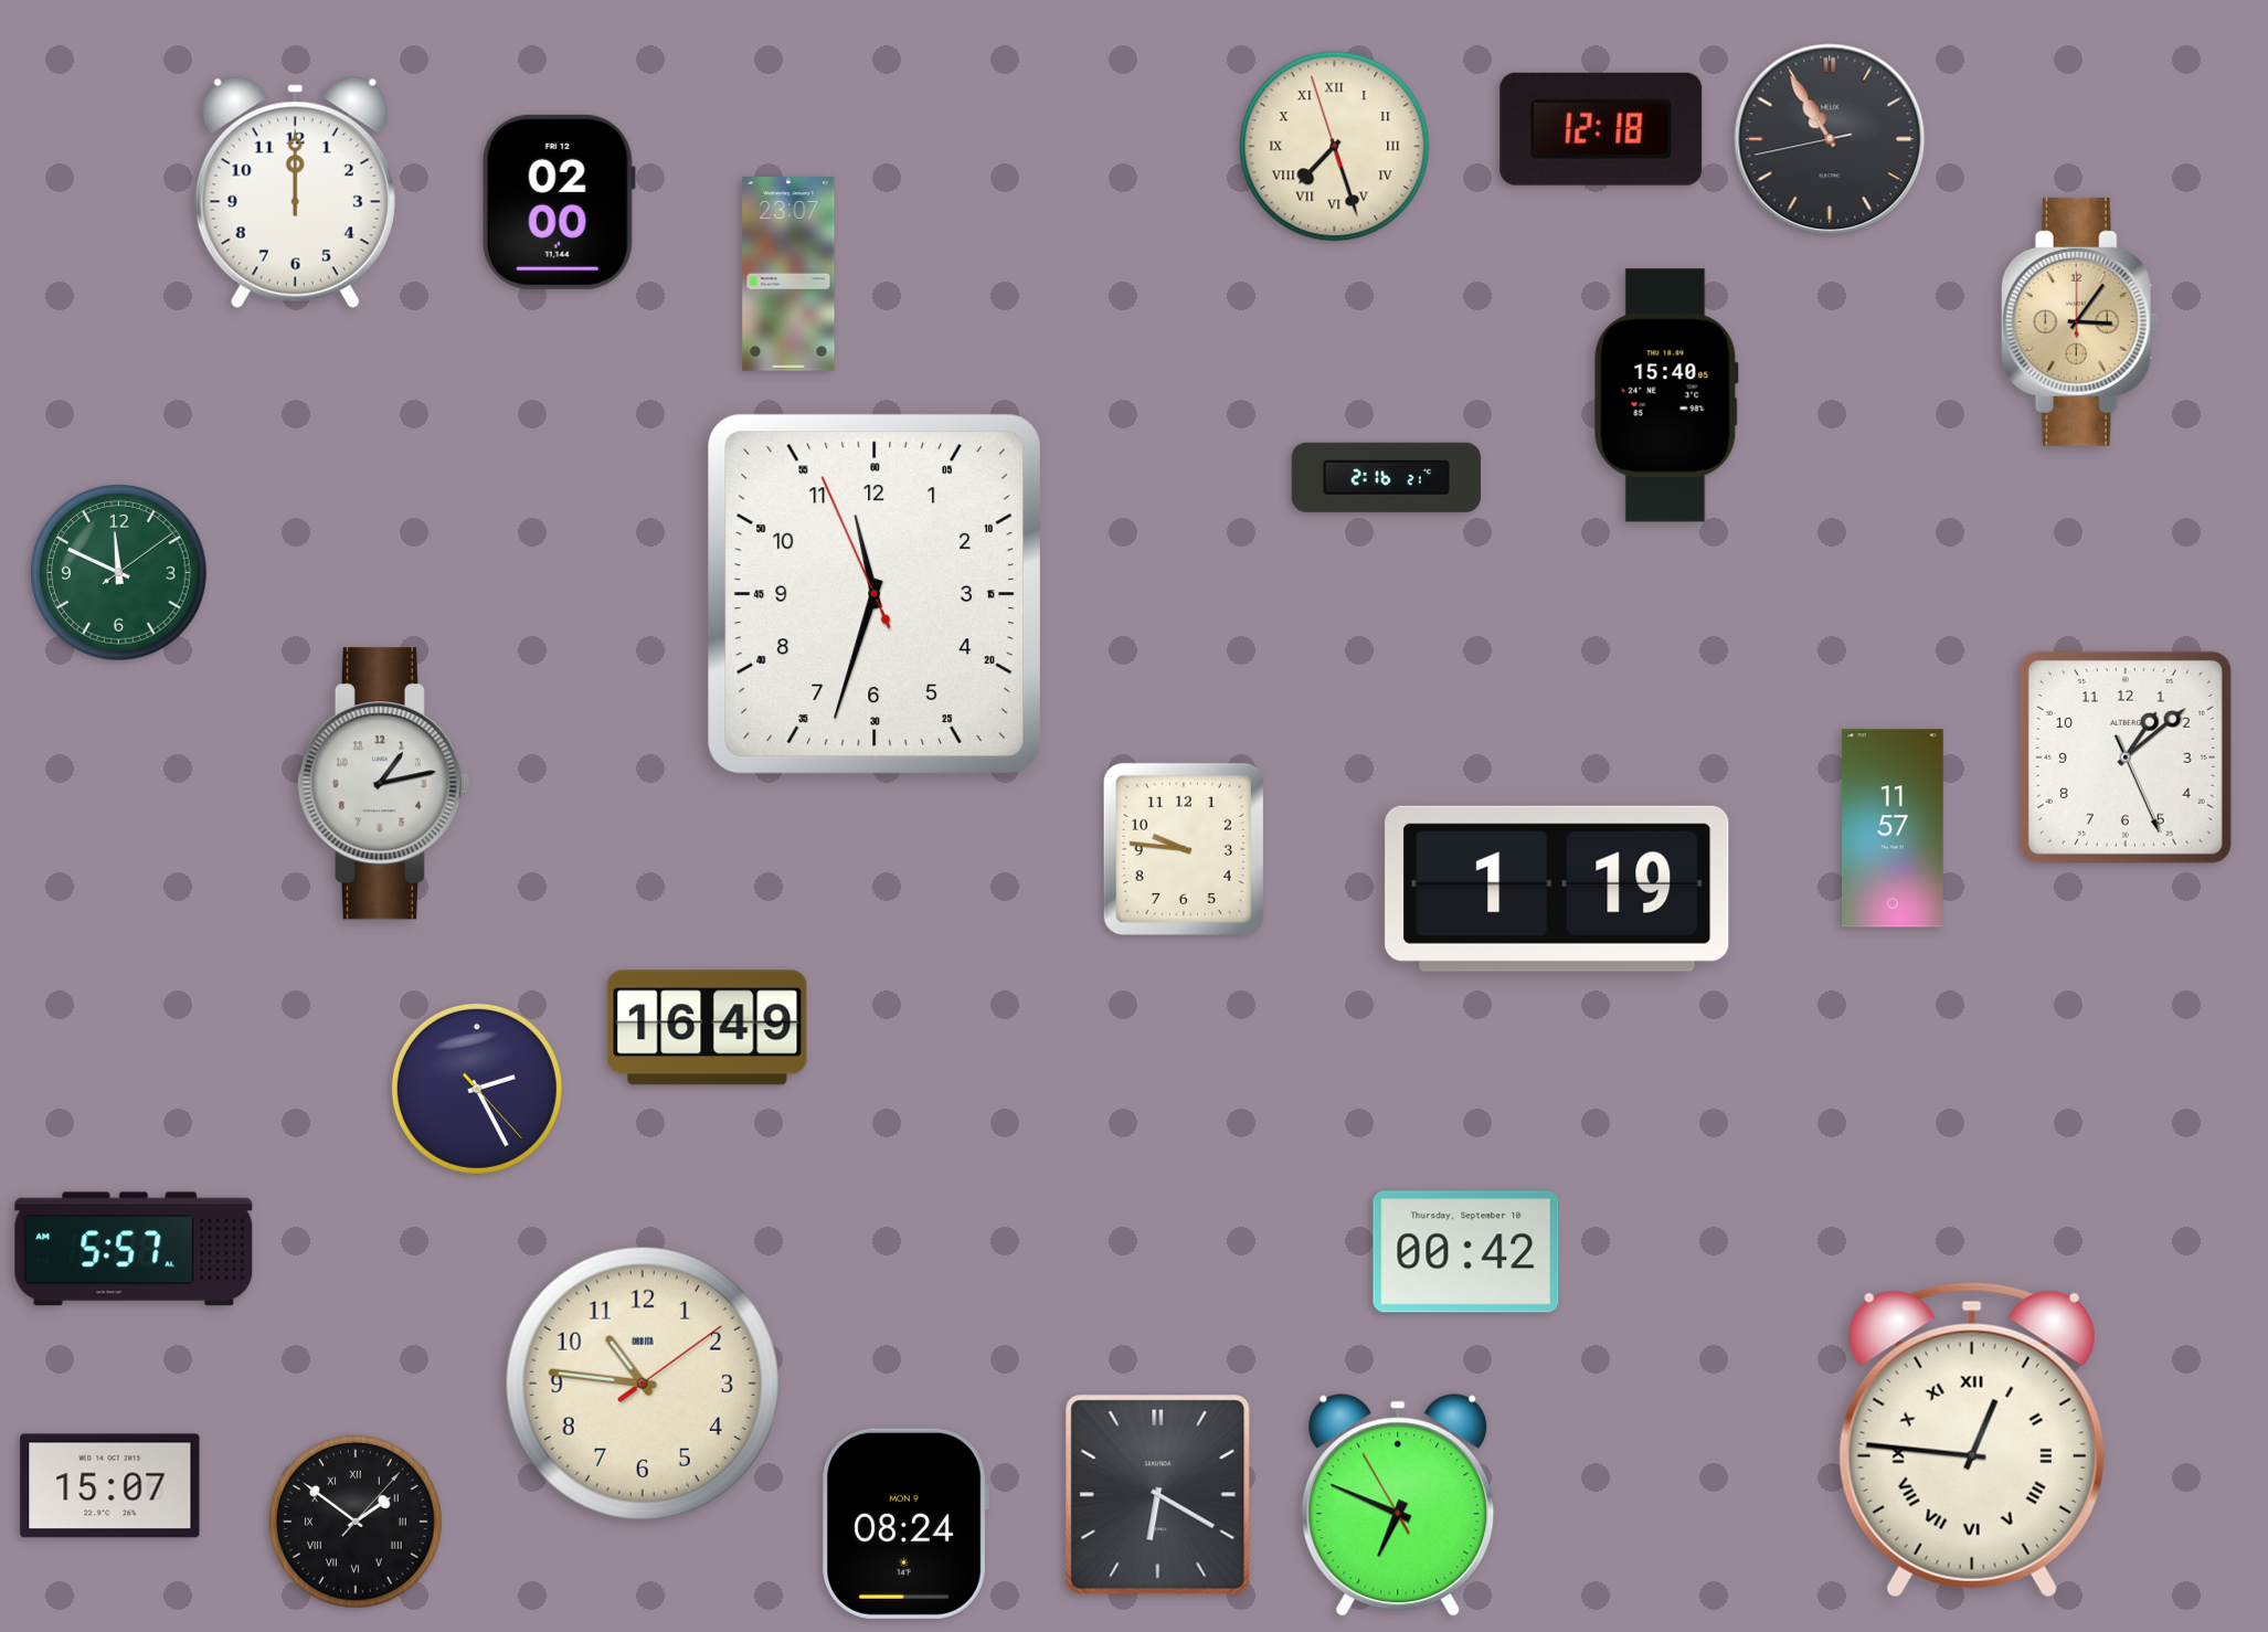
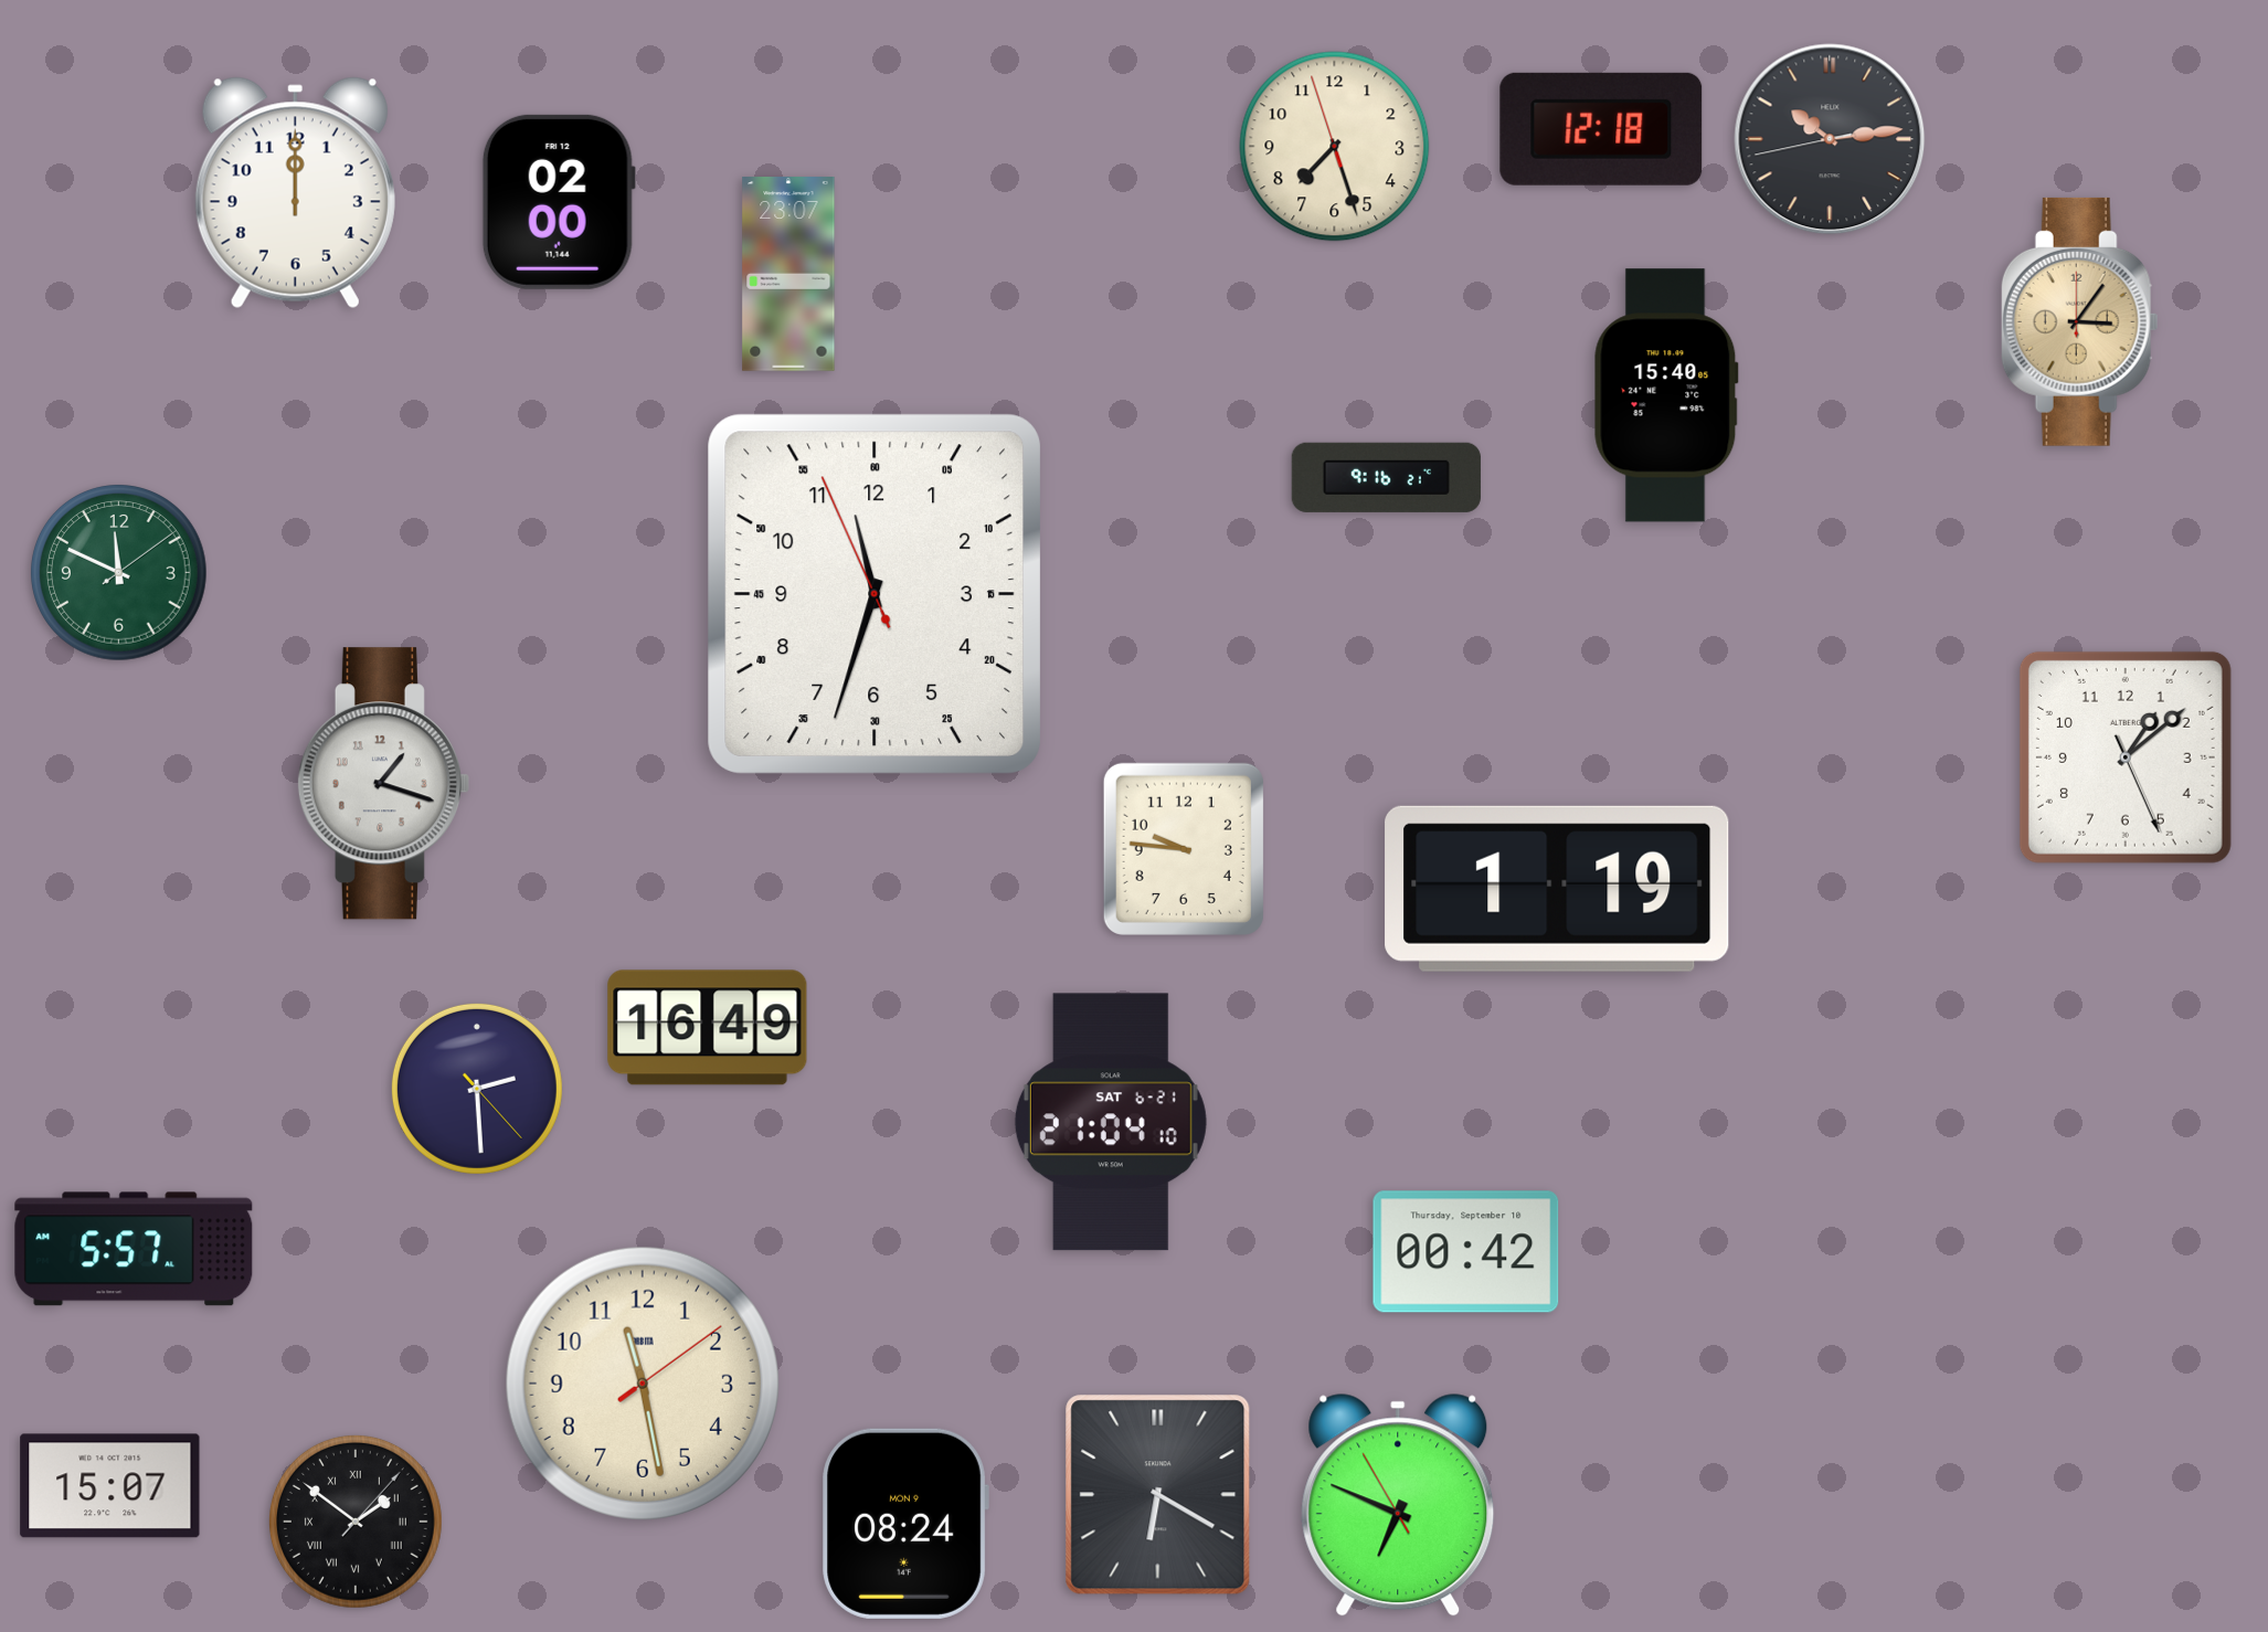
clock at (1830, 139): 10:54 -> 10:13
clock at (1335, 147) numerals: Roman -> Arabic
clock at (1386, 477): 2:16 -> 9:16
clock at (383, 784): 1:13 -> 1:18
clock at (1893, 828): 11:57 -> none
clock at (477, 1089): 2:25 -> 2:29
clock at (1111, 1122): none -> 21:04
clock at (643, 1384): 10:46 -> 11:28
clock at (1972, 1440): 12:46 -> none
